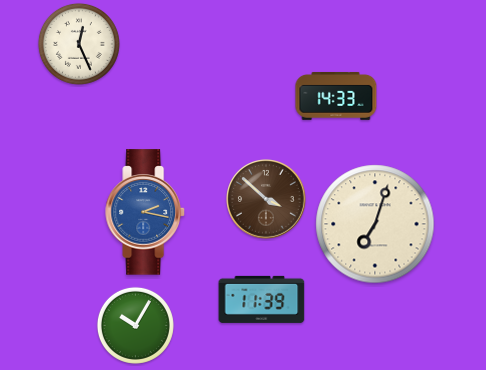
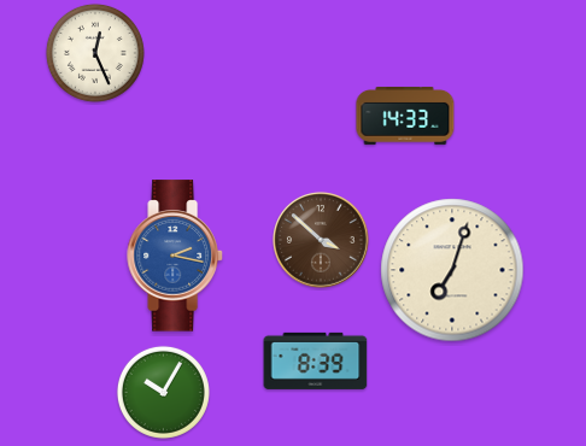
clock at (262, 299): 11:39 -> 8:39
